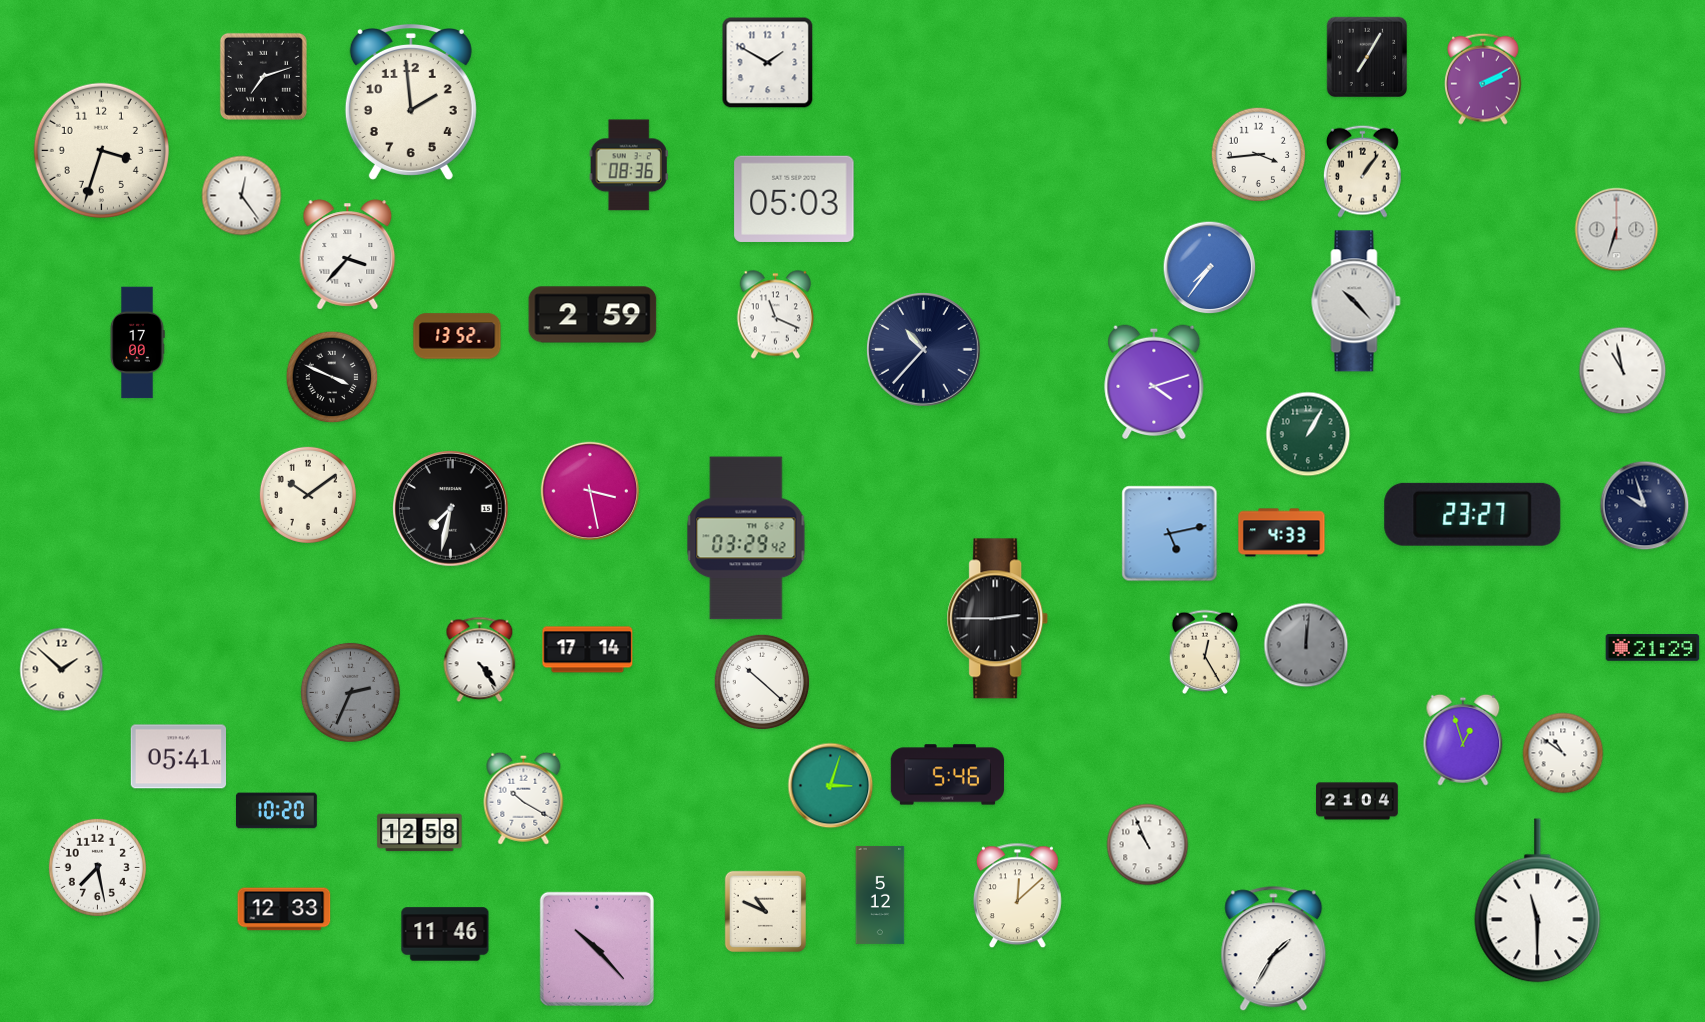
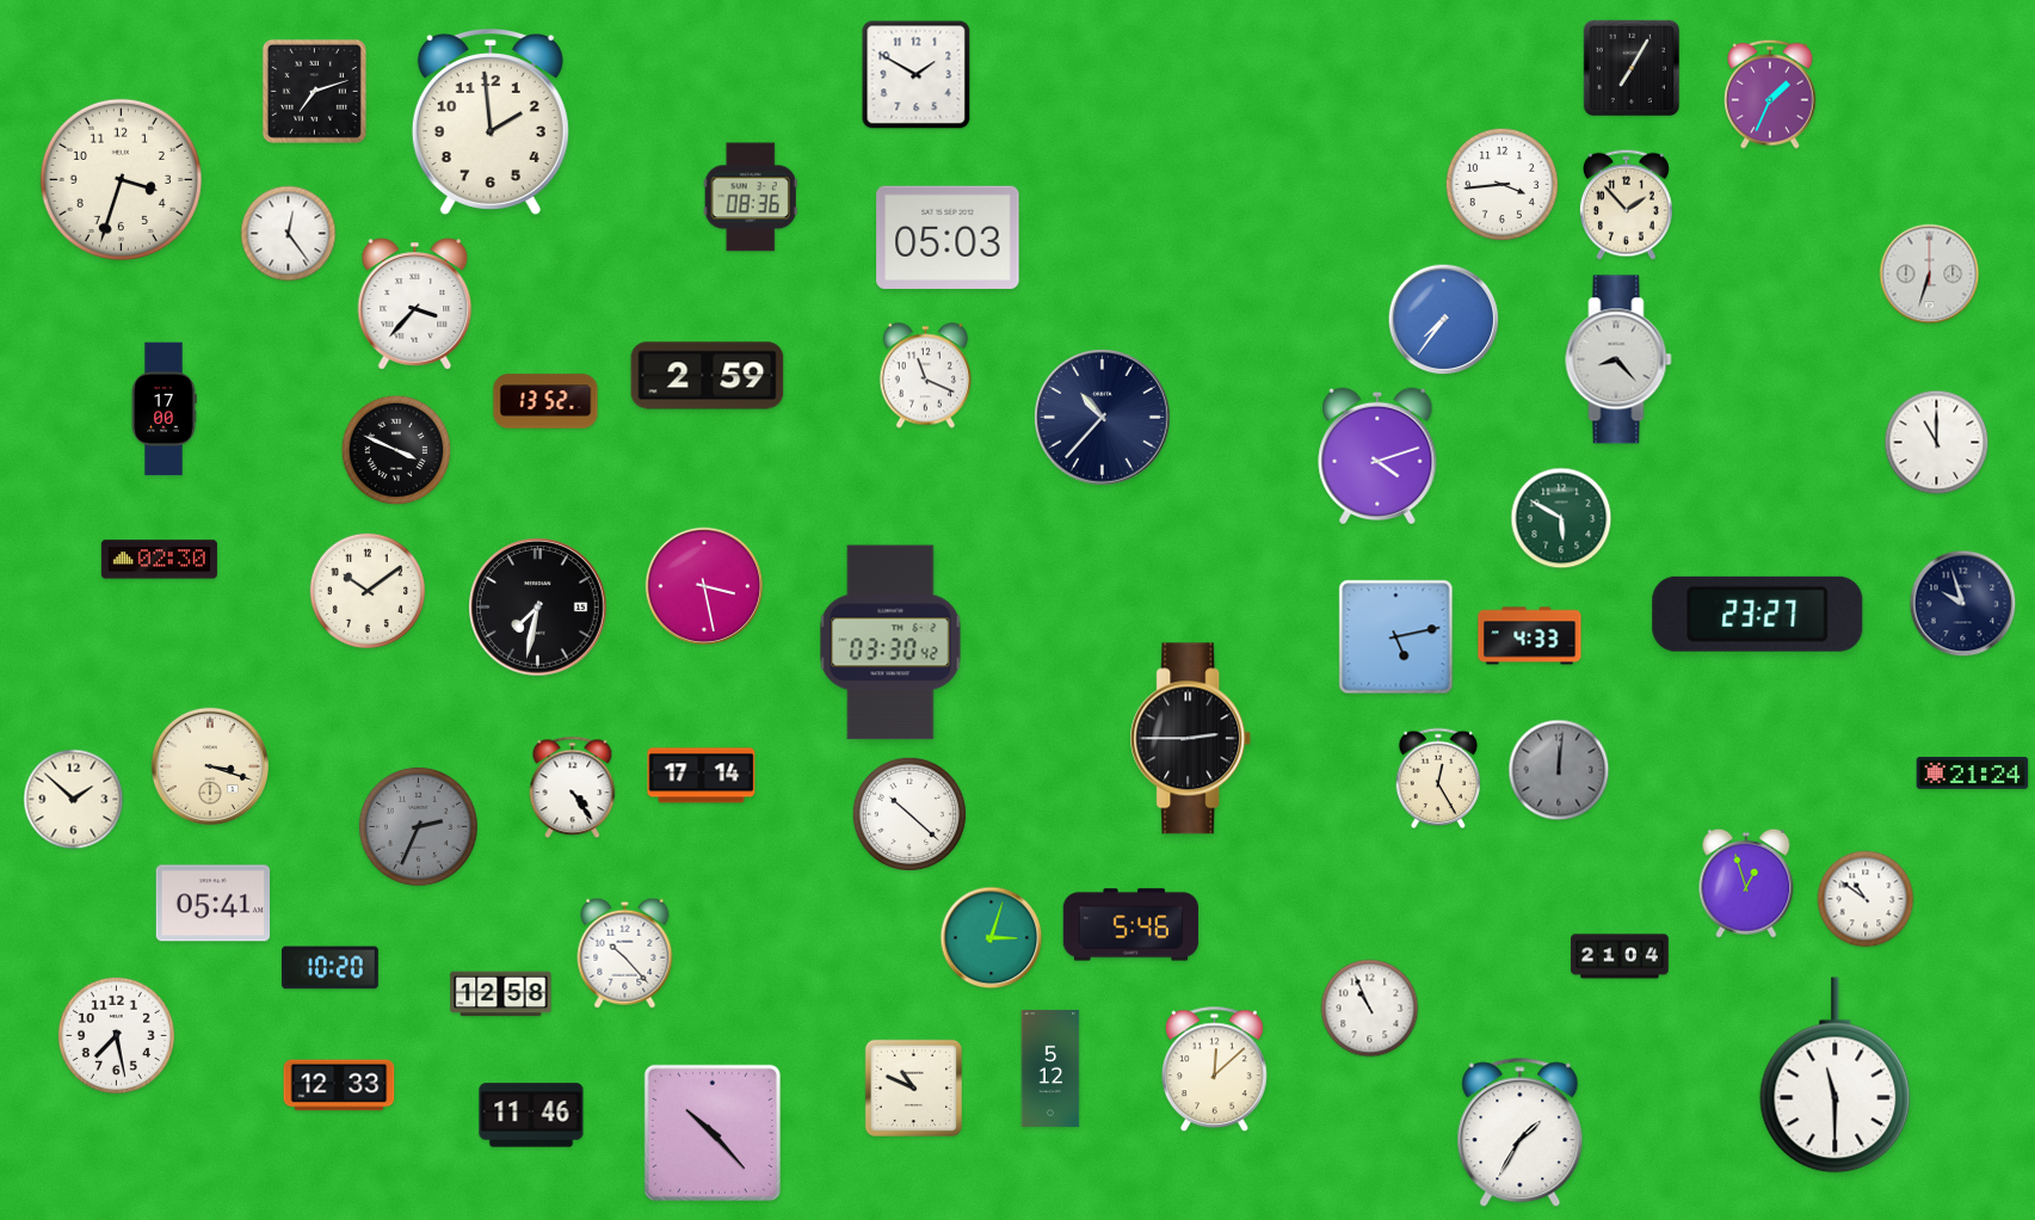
clock at (1483, 79): 2:10 -> 1:34
clock at (1363, 171): 1:06 -> 1:53
clock at (1356, 301): 10:23 -> 8:23
clock at (1623, 371): 10:58 -> 11:00
clock at (1308, 434): 1:05 -> 5:50
clock at (159, 560): none -> 02:30
clock at (746, 538): 03:29 -> 03:30
clock at (209, 765): none -> 3:18
clock at (1653, 648): 21:29 -> 21:24
clock at (524, 798): 10:20 -> 10:23
